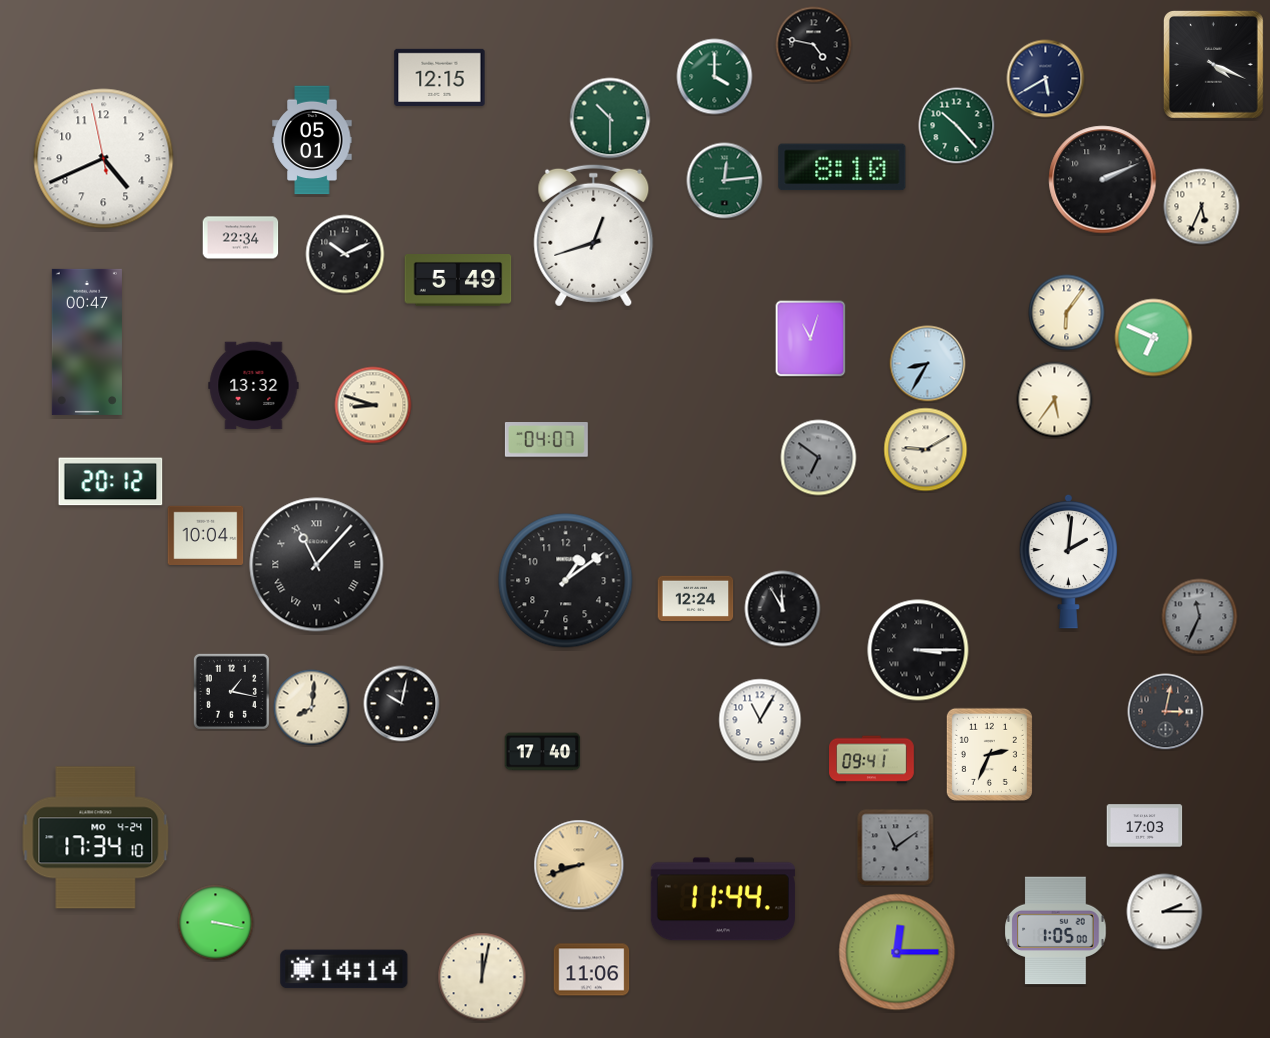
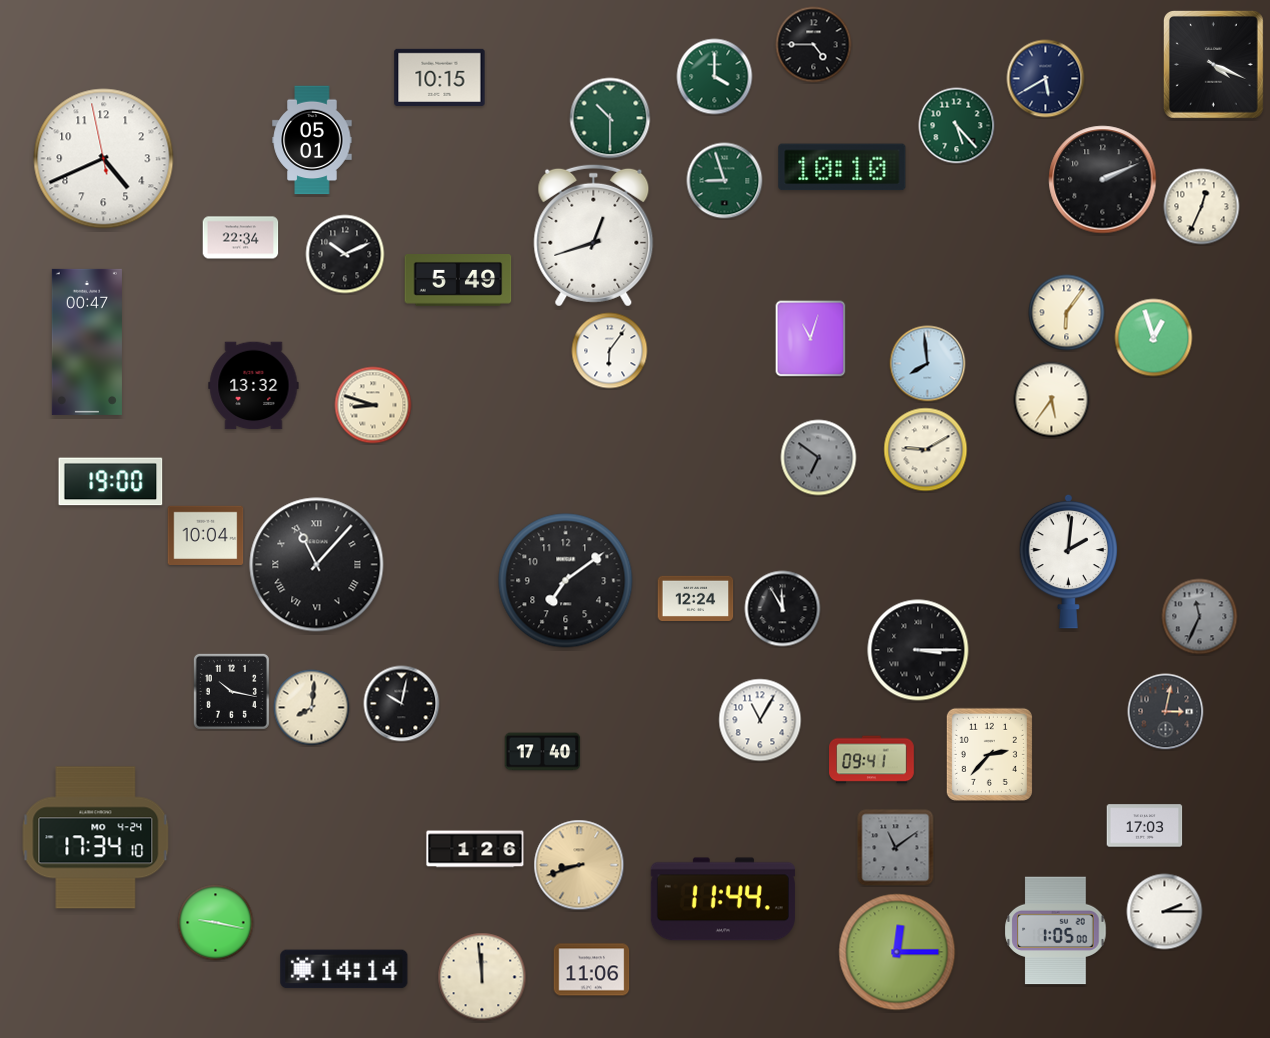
clock at (814, 45): 4:47 -> 4:45
clock at (440, 77): 12:15 -> 10:15
clock at (957, 126): 10:23 -> 5:23
clock at (842, 167): 8:10 -> 10:10
clock at (725, 181): 12:14 -> 8:57
clock at (1202, 207): 5:34 -> 12:34
clock at (1154, 338): 6:49 -> 12:57
clock at (610, 351): none -> 6:06
clock at (928, 364): 8:35 -> 7:59
clock at (1055, 400) position: (1055, 400) -> (1052, 400)
clock at (546, 440): 04:07 -> none
clock at (111, 482): 20:12 -> 19:00
clock at (566, 581): 1:09 -> 7:09
clock at (231, 691): 1:17 -> 10:17
clock at (989, 754): 2:34 -> 2:37
clock at (475, 849): none -> 1:26
clock at (216, 923): 3:17 -> 9:17
clock at (482, 977): 12:02 -> 11:59
